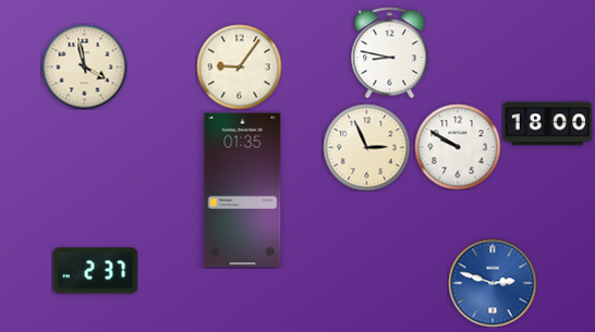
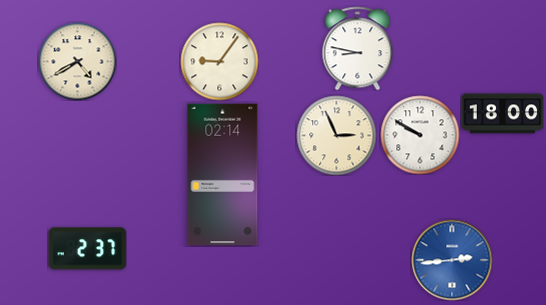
clock at (84, 66): 3:58 -> 4:40
clock at (243, 190): 01:35 -> 02:14
clock at (493, 283): 2:48 -> 2:44
